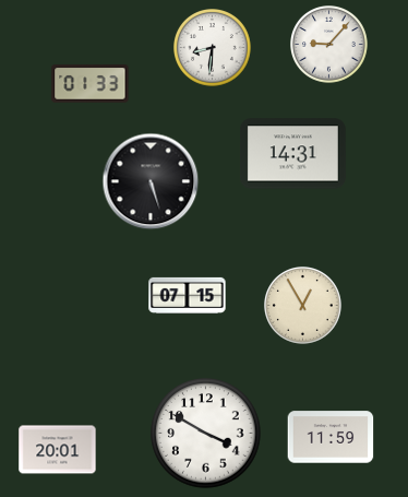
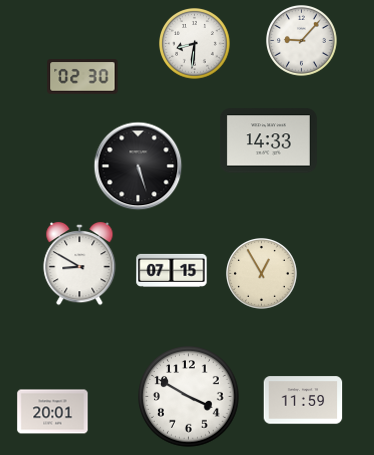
clock at (91, 84): 01:33 -> 02:30
clock at (292, 154): 14:31 -> 14:33
clock at (80, 264): none -> 8:50
clock at (303, 306) position: (303, 306) -> (262, 274)
